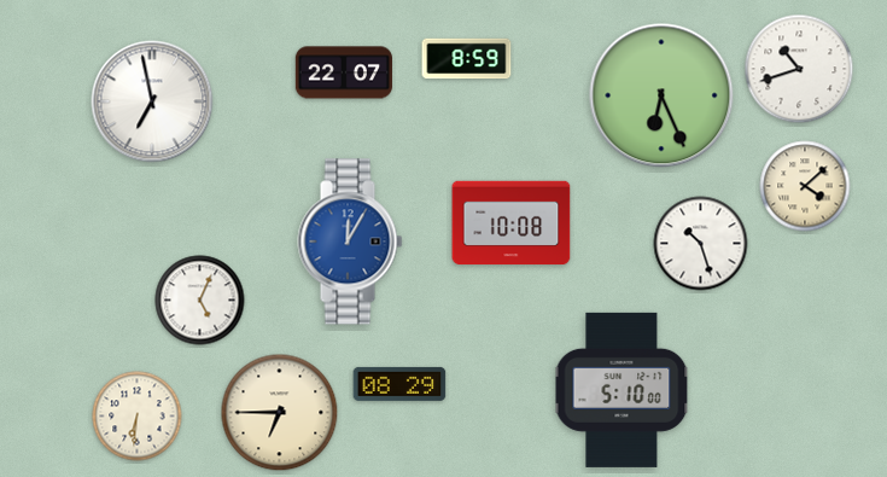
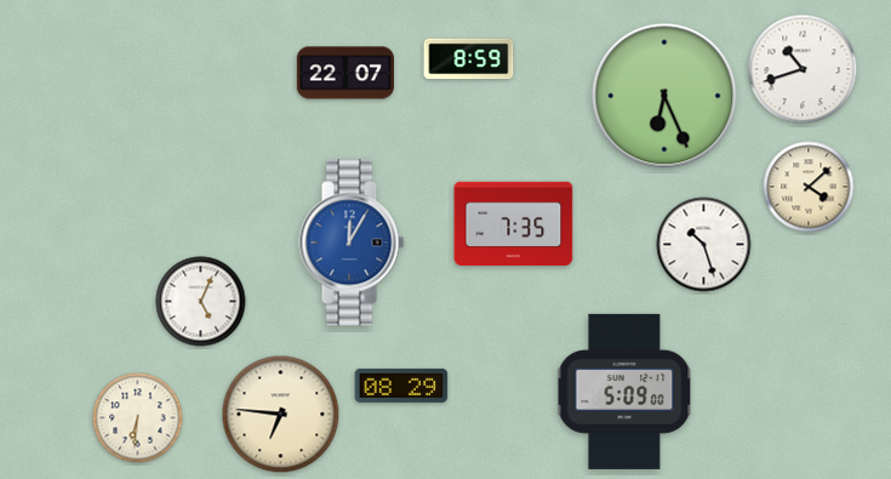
clock at (152, 101): 6:58 -> none
clock at (512, 223): 10:08 -> 7:35
clock at (622, 390): 5:10 -> 5:09
clock at (280, 413): 6:45 -> 6:46
